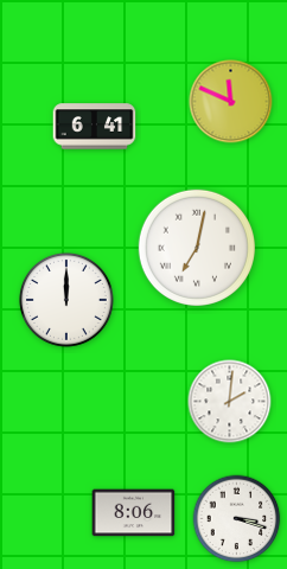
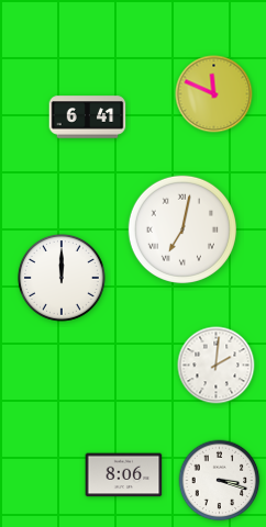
clock at (230, 402) position: (230, 402) -> (217, 366)
